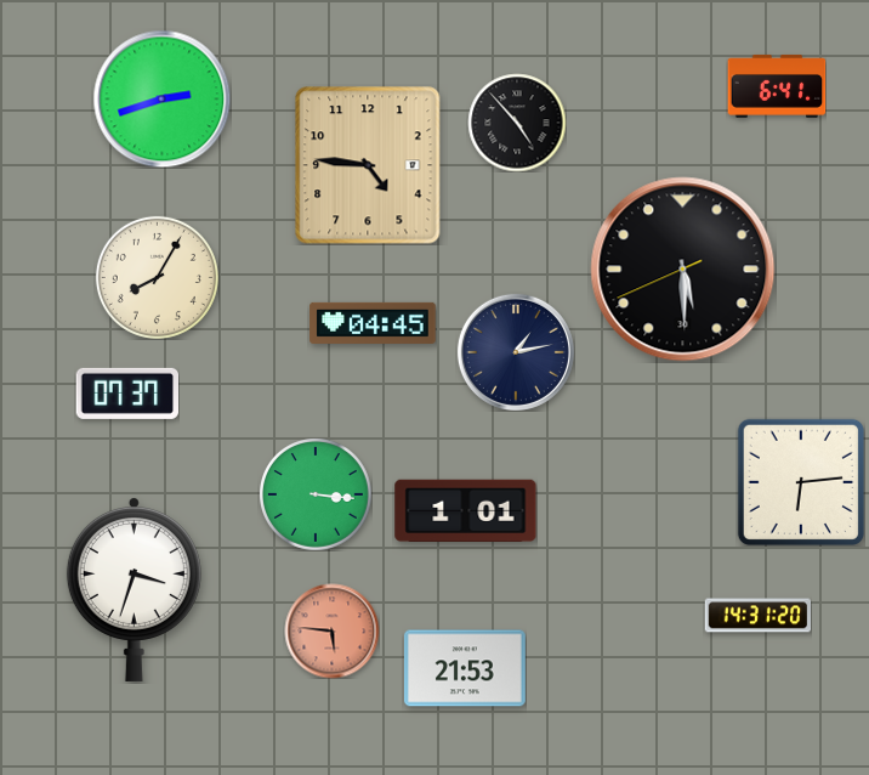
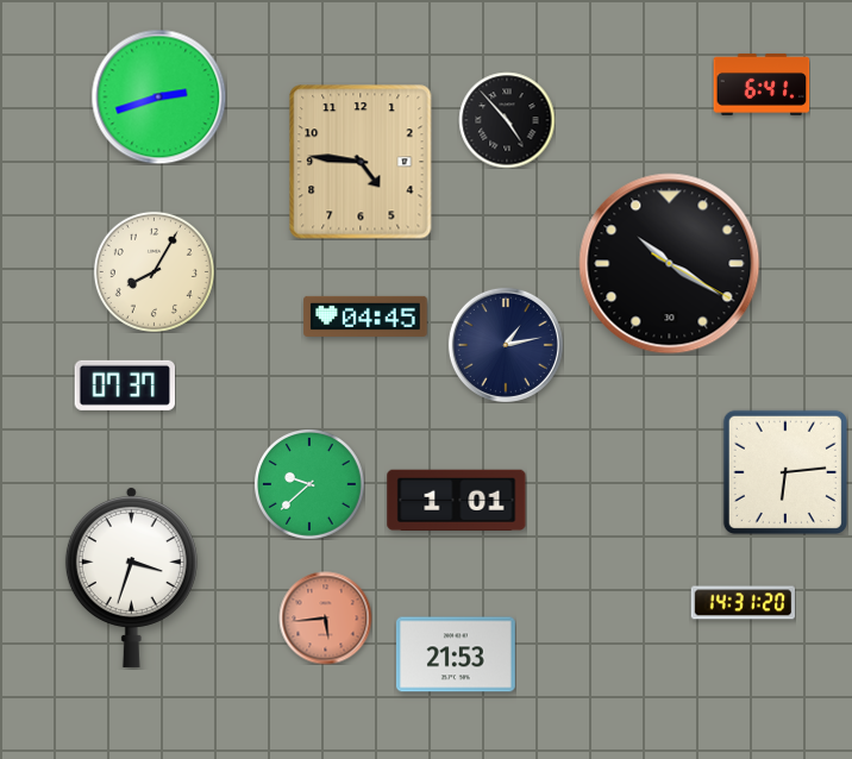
clock at (683, 270): 5:29 -> 10:20
clock at (316, 494): 3:16 -> 9:38
clock at (331, 630): 5:46 -> 5:44
